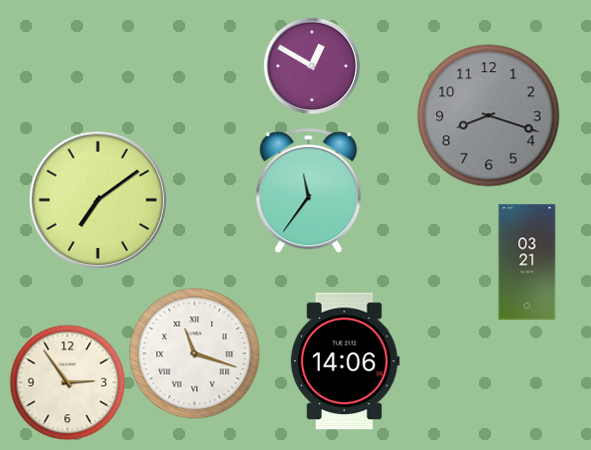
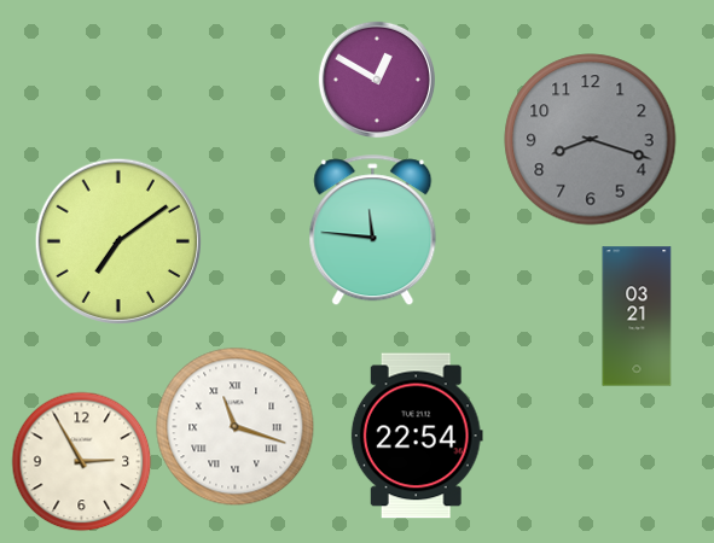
clock at (309, 191): 11:36 -> 11:46
clock at (345, 361): 14:06 -> 22:54
clock at (67, 382): 2:54 -> 2:55
